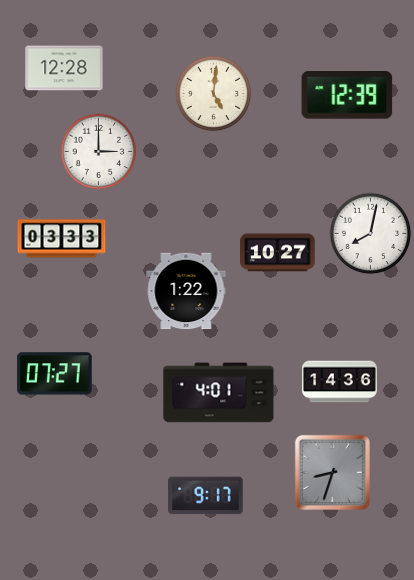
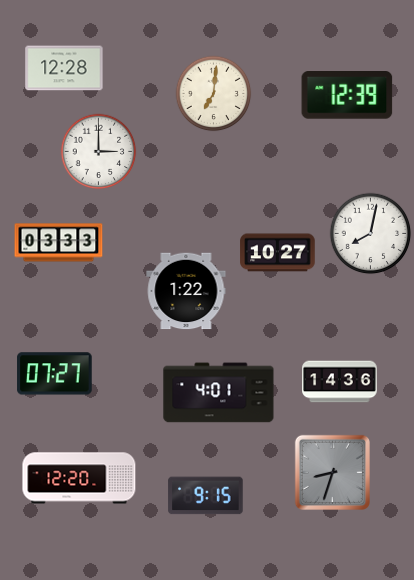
clock at (214, 94): 5:01 -> 7:01
clock at (62, 239) position: (62, 239) -> (59, 243)
clock at (79, 478): none -> 12:20
clock at (206, 496): 9:17 -> 9:15
